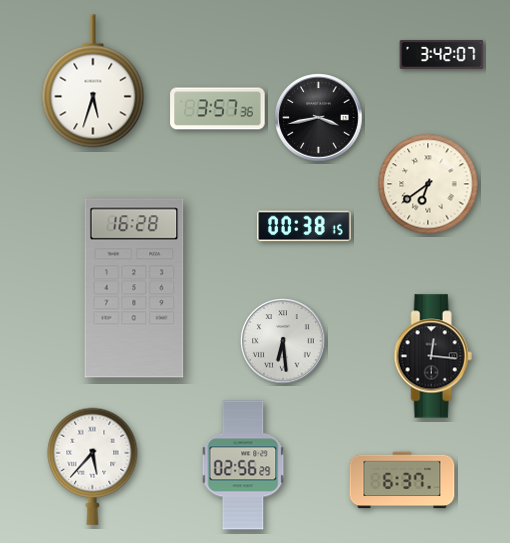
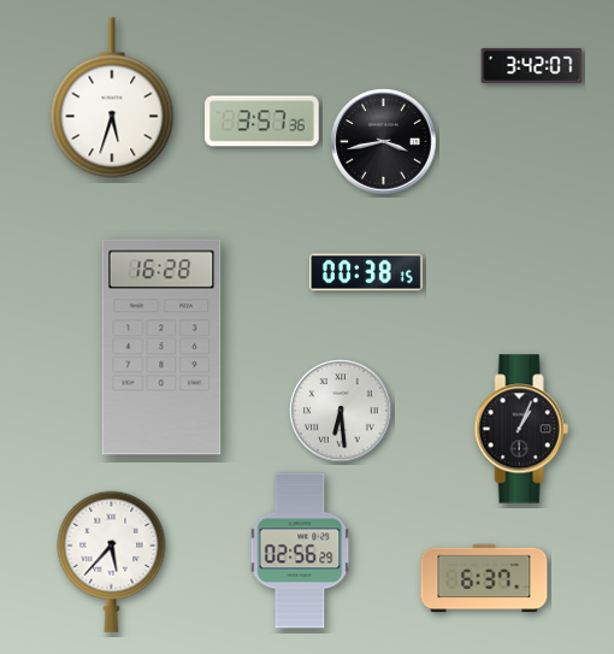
clock at (218, 109) position: (218, 109) -> (262, 122)
clock at (428, 184): 6:39 -> none
clock at (433, 356): 12:16 -> 1:04
clock at (243, 465) position: (243, 465) -> (300, 550)
